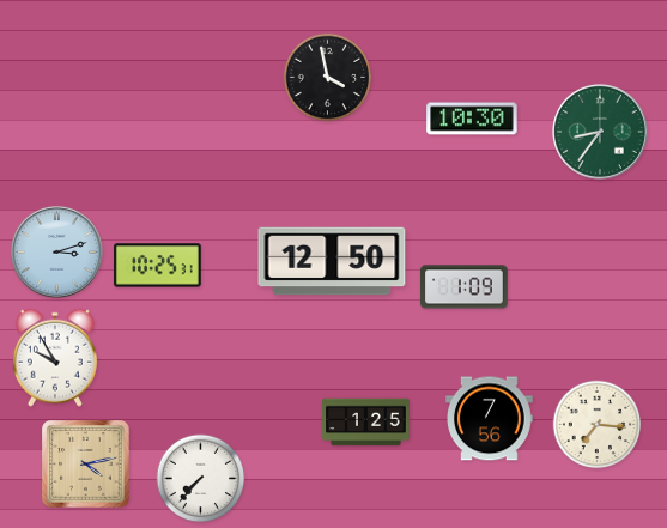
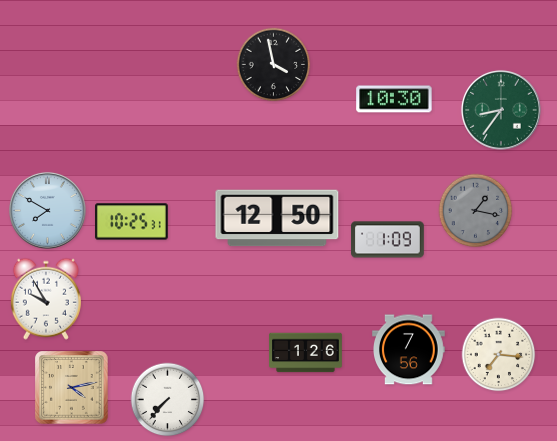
clock at (56, 251): 3:12 -> 7:50
clock at (476, 211): none -> 1:17
clock at (366, 423): 1:25 -> 1:26
